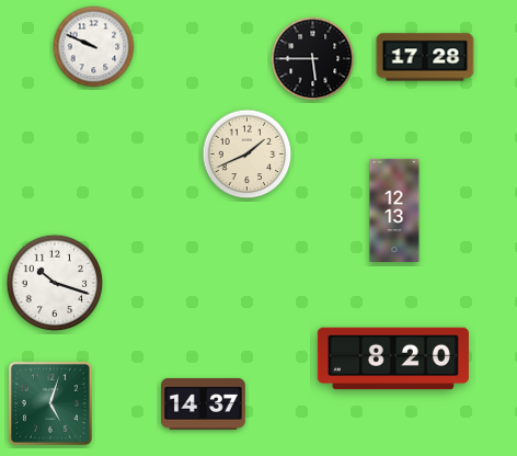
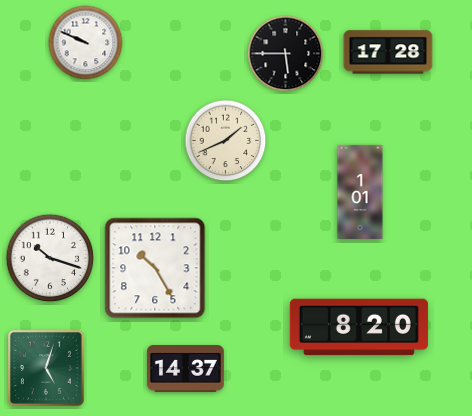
clock at (394, 210): 12:13 -> 1:01
clock at (155, 268): none -> 10:25
